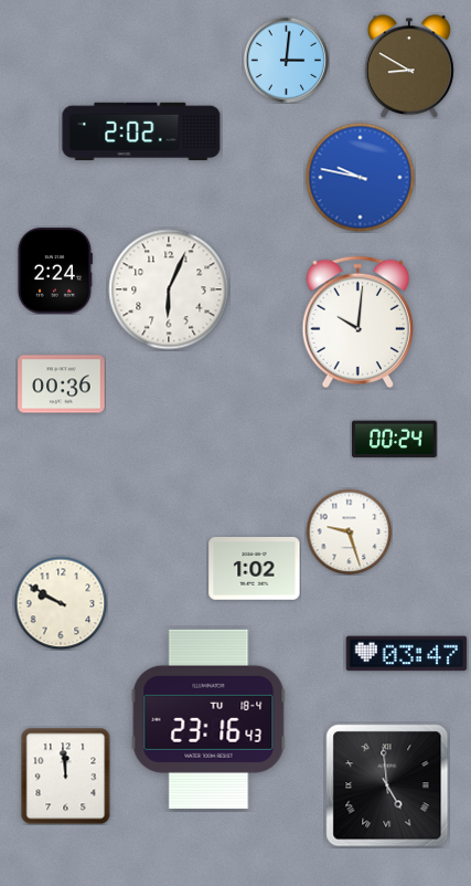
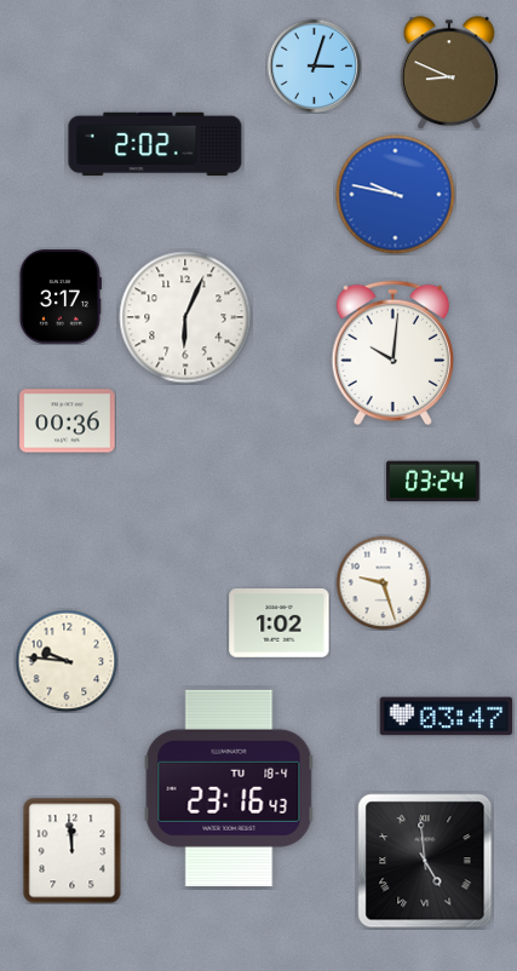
clock at (286, 60): 3:01 -> 3:03
clock at (409, 66): 8:50 -> 8:49
clock at (55, 271): 2:24 -> 3:17
clock at (395, 440): 00:24 -> 03:24
clock at (61, 603): 9:50 -> 9:46
